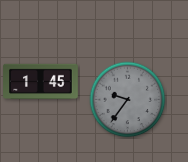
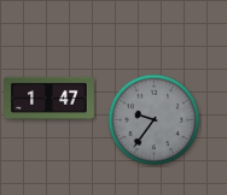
clock at (41, 81): 1:45 -> 1:47
